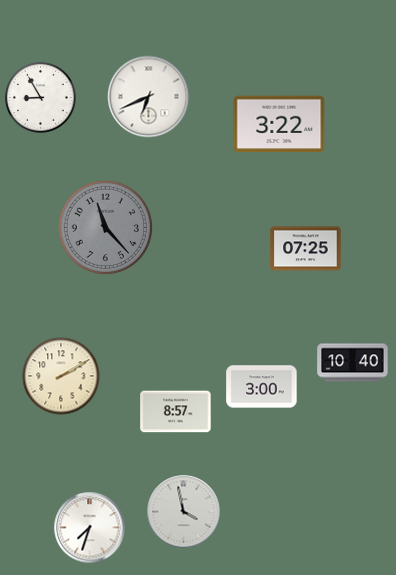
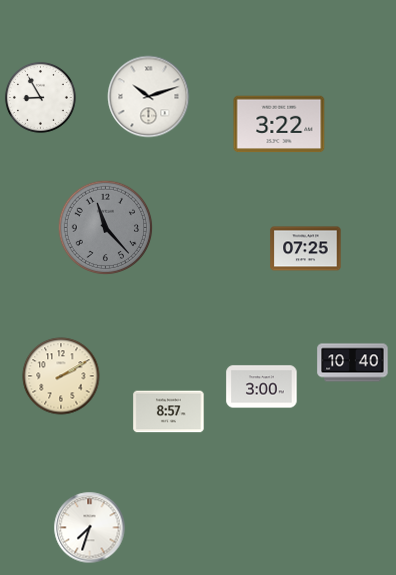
clock at (149, 97): 6:41 -> 10:12
clock at (176, 412) position: (176, 412) -> (169, 412)
clock at (184, 512): 3:58 -> none
